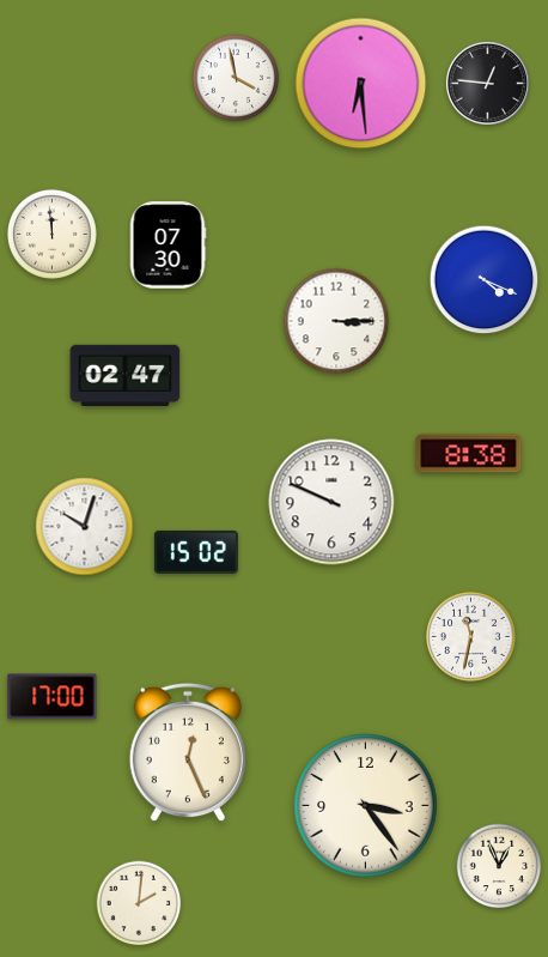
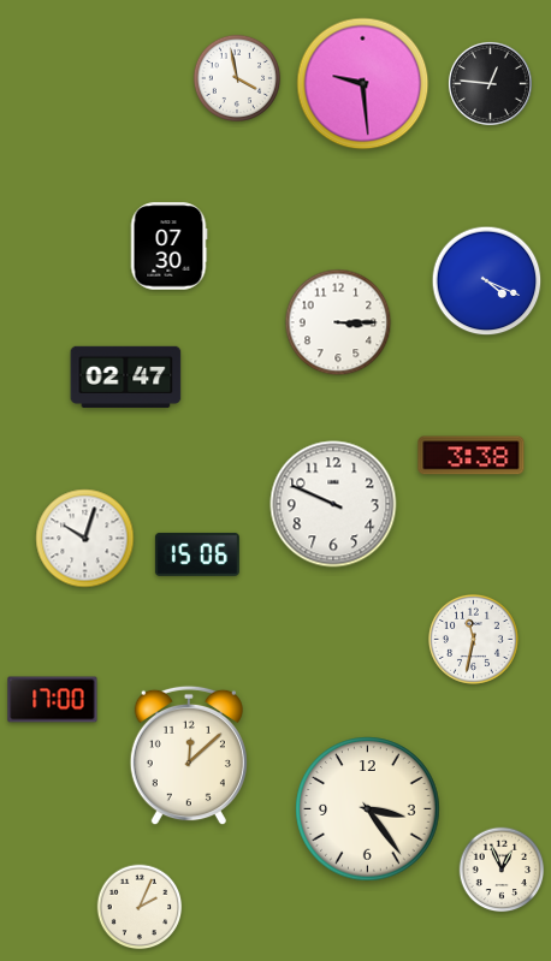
clock at (361, 84): 6:29 -> 9:29
clock at (51, 234): 11:59 -> none
clock at (469, 454): 8:38 -> 3:38
clock at (85, 527) position: (85, 527) -> (85, 539)
clock at (196, 552): 15:02 -> 15:06
clock at (188, 752): 12:26 -> 12:08
clock at (139, 903): 2:01 -> 2:04
